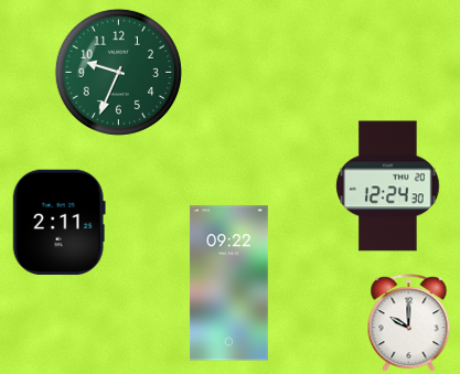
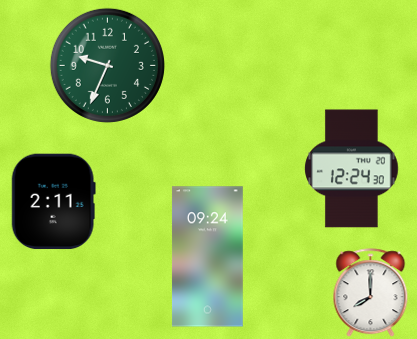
clock at (228, 284): 09:22 -> 09:24
clock at (409, 323): 10:00 -> 8:00
